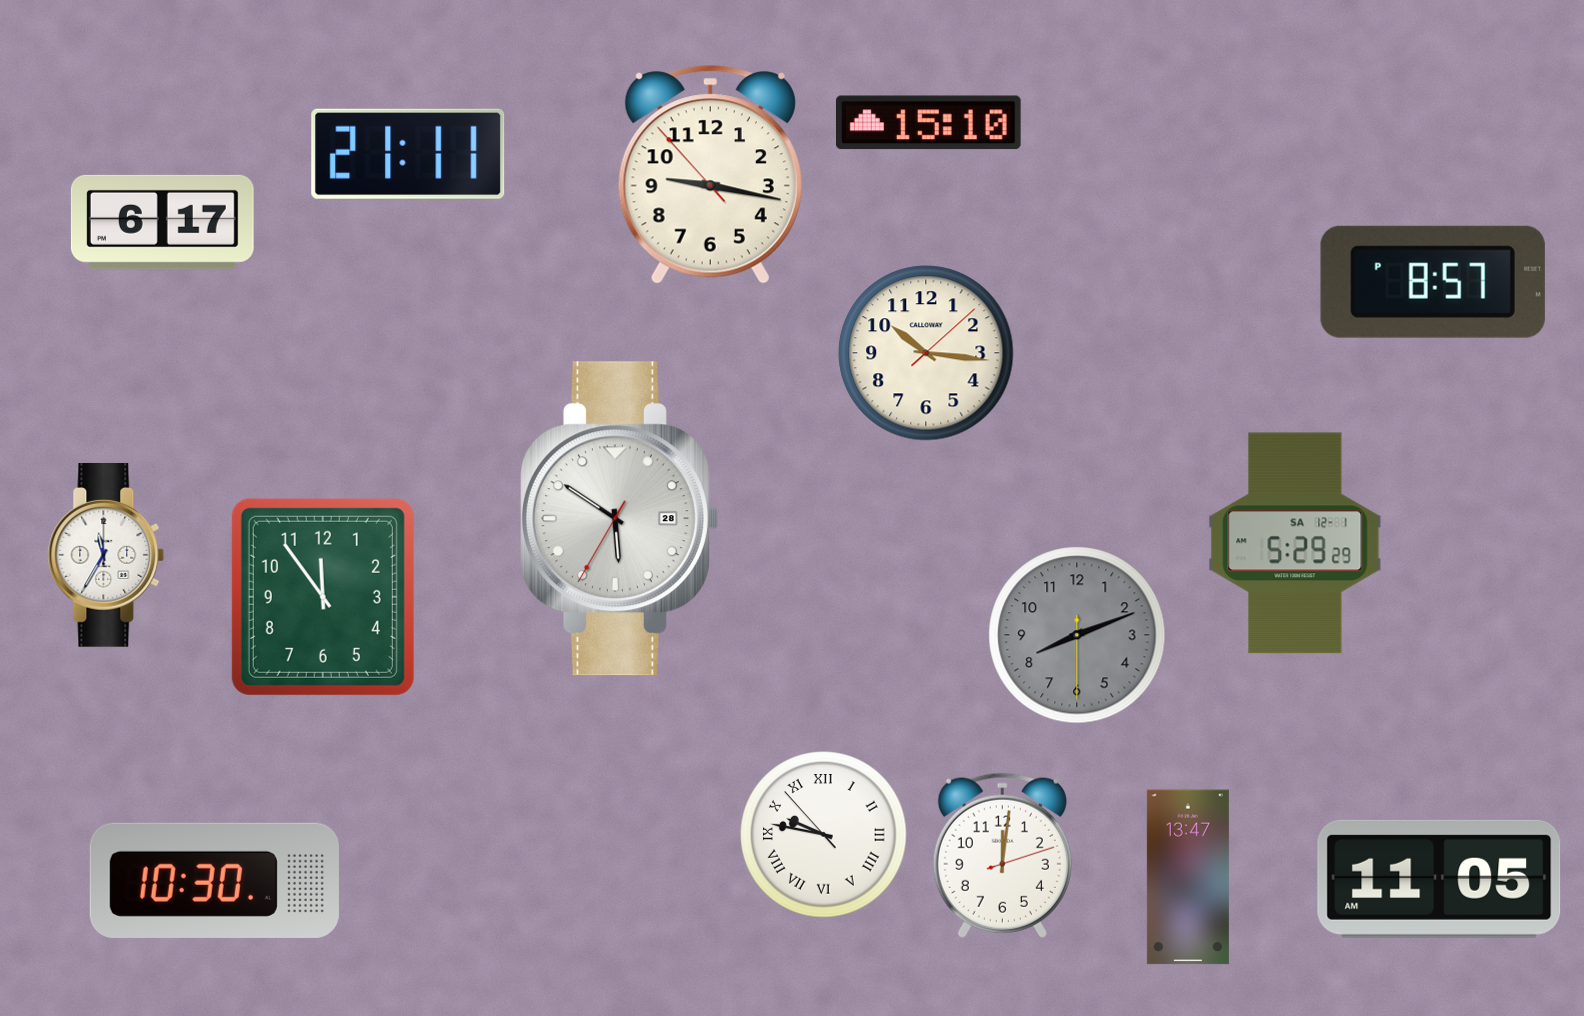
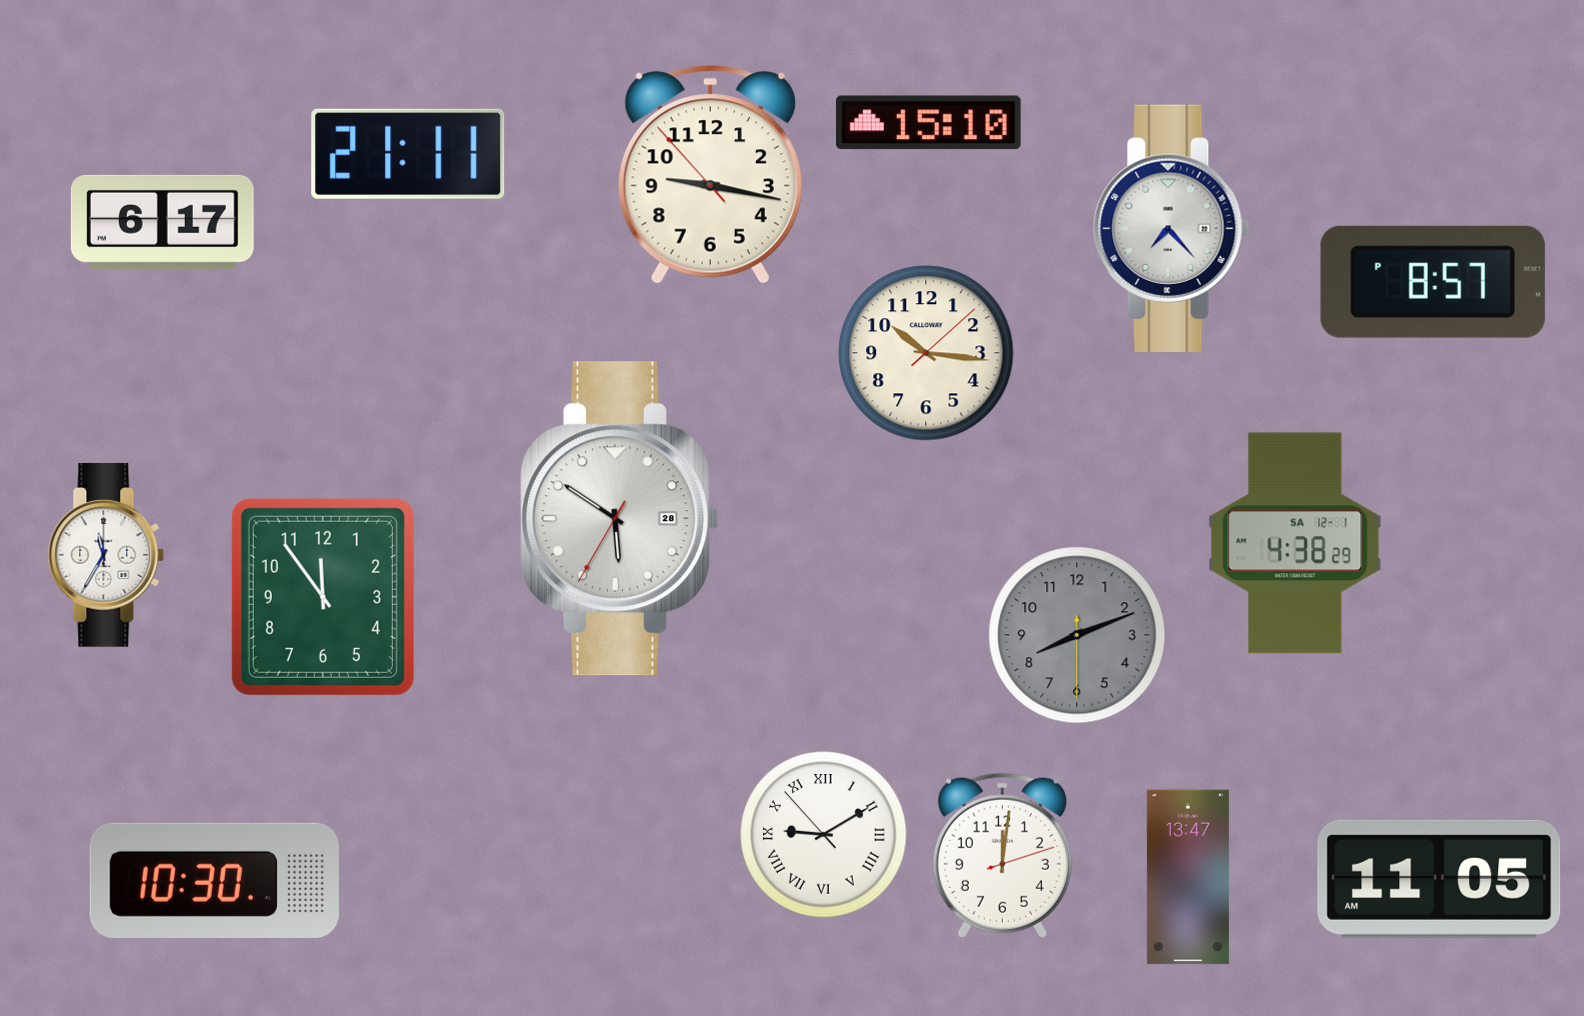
clock at (1172, 228): none -> 7:23
clock at (1295, 543): 5:29 -> 4:38
clock at (824, 835): 9:46 -> 9:09
